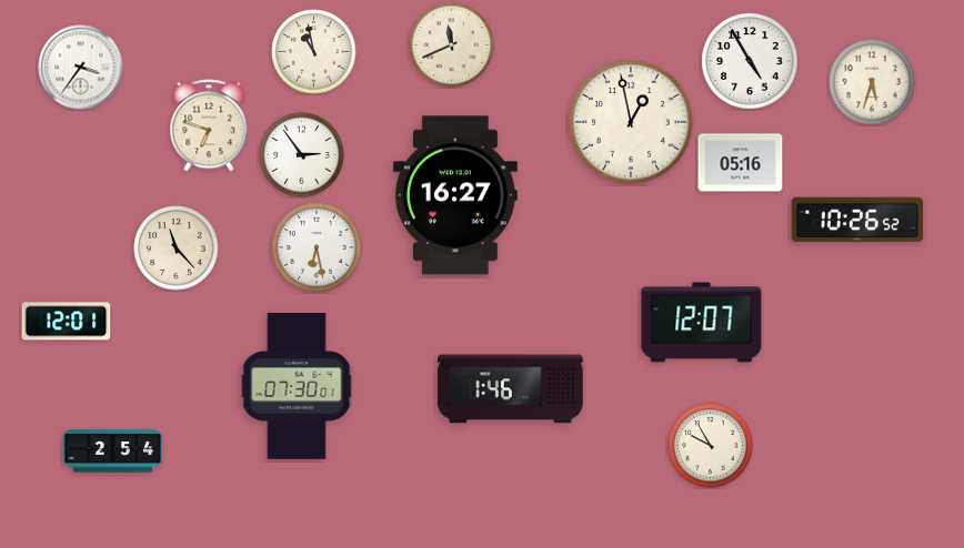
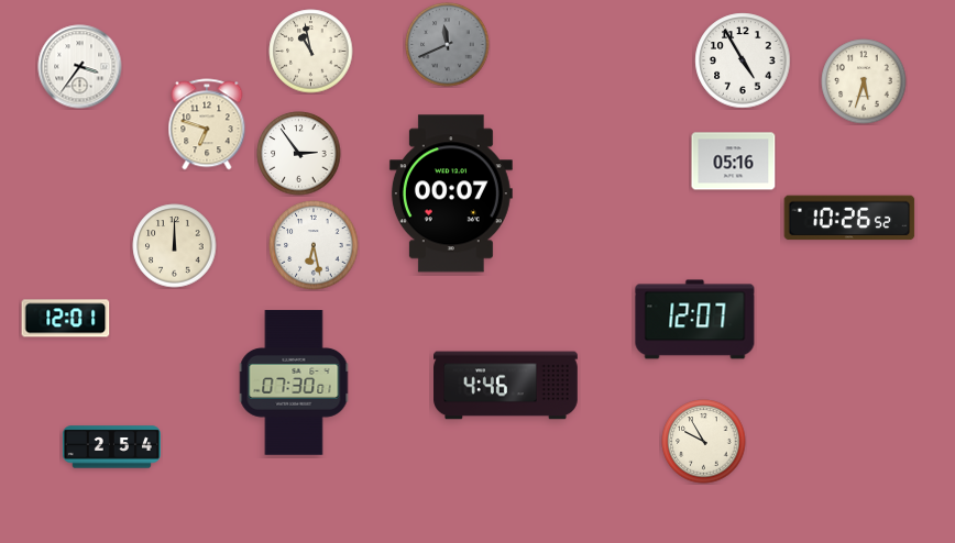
clock at (452, 45) dial: cream -> grey
clock at (632, 123): 12:58 -> none
clock at (455, 195): 16:27 -> 00:07
clock at (177, 248): 11:23 -> 12:00
clock at (511, 389): 1:46 -> 4:46
